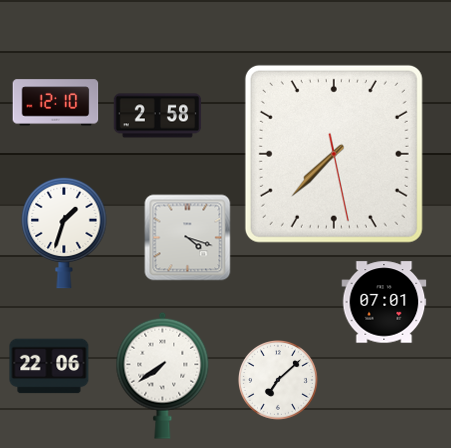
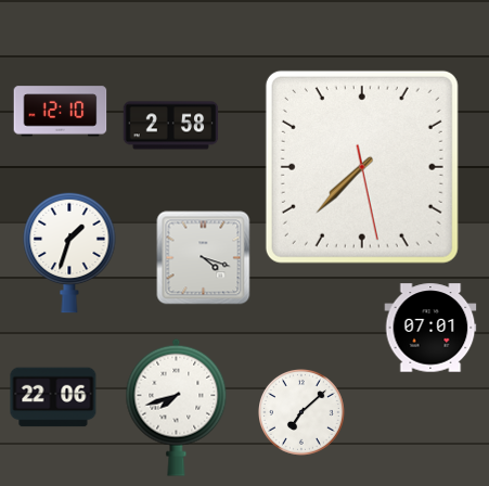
clock at (384, 302) position: (384, 302) -> (430, 328)
clock at (163, 375): 7:39 -> 7:42
